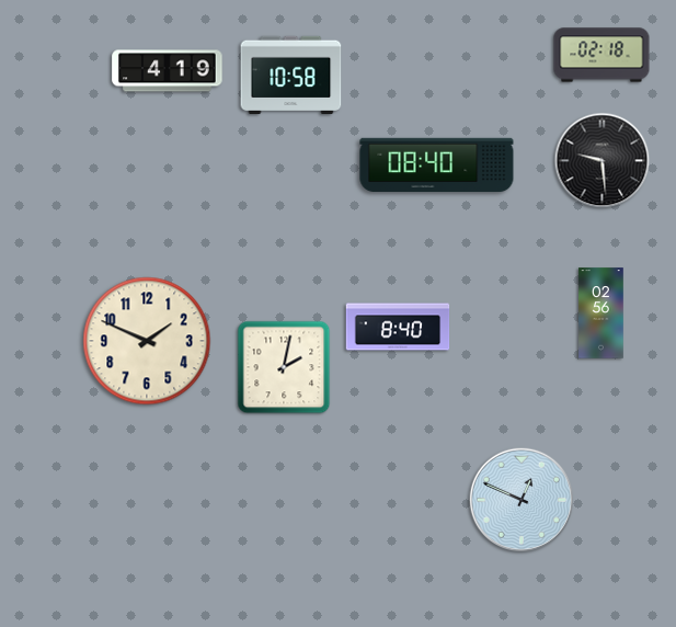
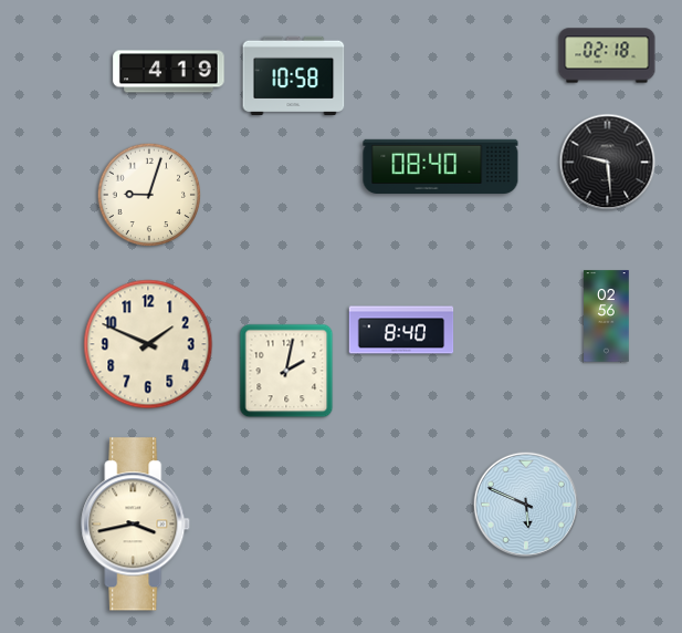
clock at (149, 195): none -> 9:03
clock at (522, 500): 12:49 -> 5:49
clock at (136, 525): none -> 3:43
